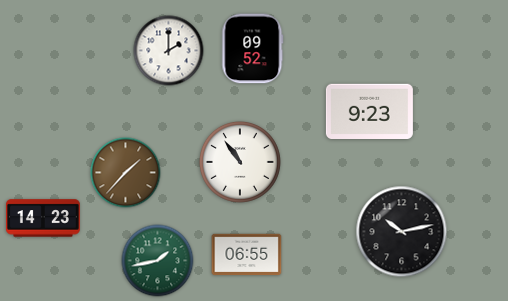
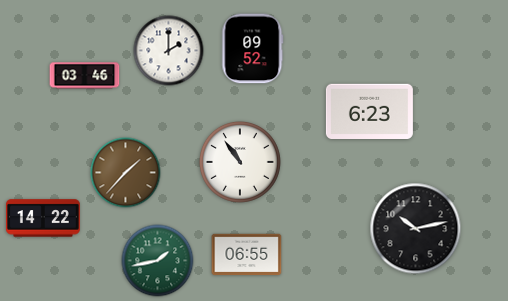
clock at (85, 76): none -> 03:46
clock at (369, 111): 9:23 -> 6:23
clock at (43, 218): 14:23 -> 14:22
clock at (402, 232) position: (402, 232) -> (416, 229)
